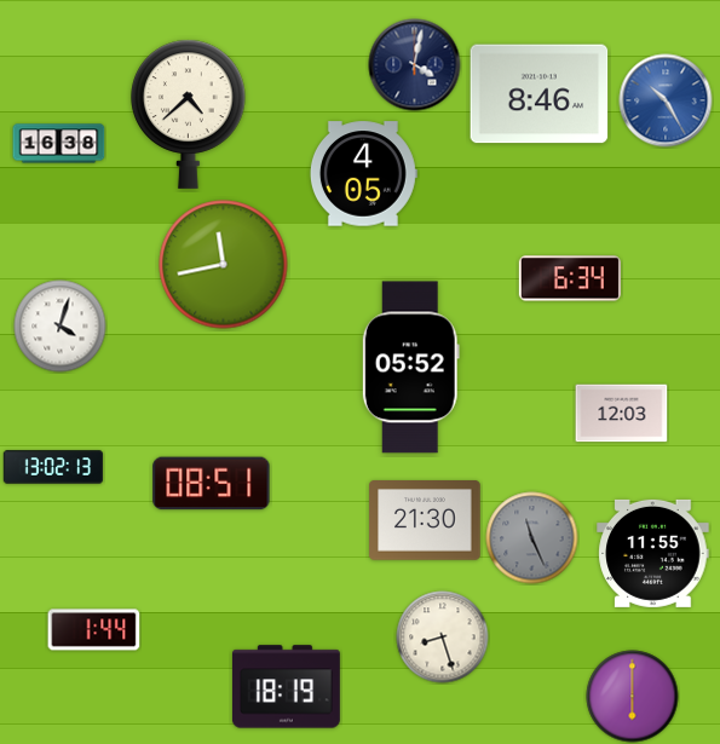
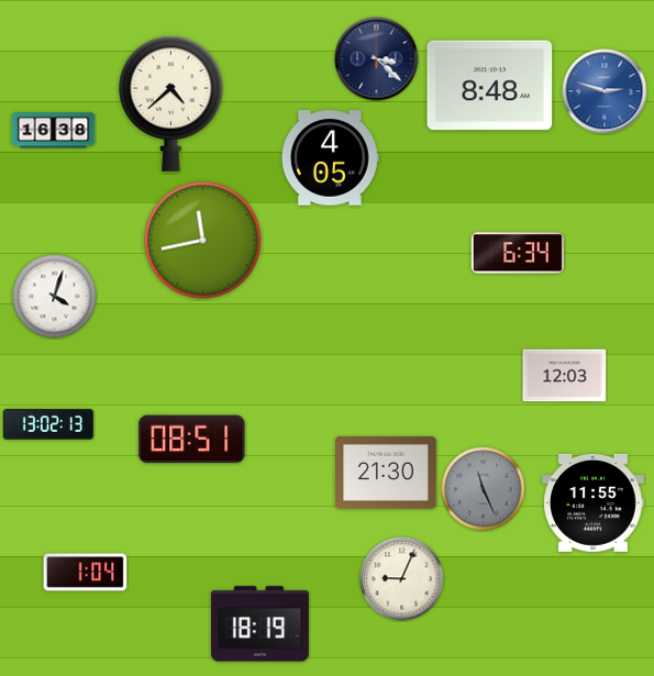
clock at (415, 65): 4:02 -> 3:22
clock at (540, 94): 8:46 -> 8:48
clock at (666, 100): 10:25 -> 2:48
clock at (410, 368): 05:52 -> none
clock at (94, 630): 1:44 -> 1:04
clock at (443, 638): 8:27 -> 9:04
clock at (633, 697): 6:00 -> none
